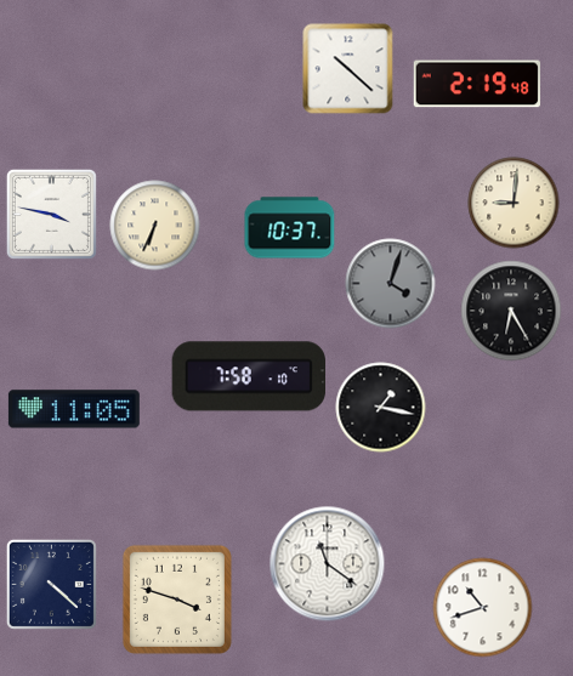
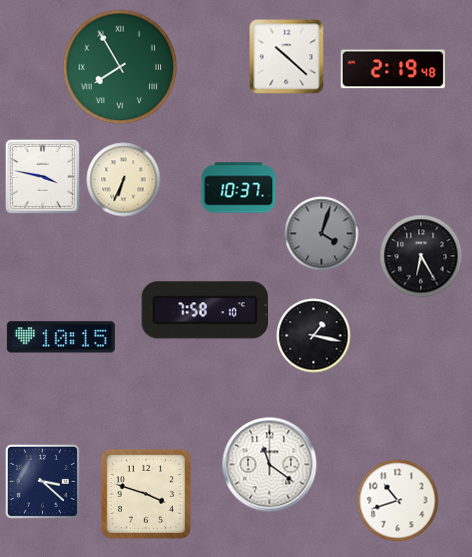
clock at (120, 67): none -> 7:55
clock at (514, 203): 9:01 -> none
clock at (155, 226) position: (155, 226) -> (124, 180)
clock at (74, 409): 11:05 -> 10:15
clock at (51, 584): 4:22 -> 3:22
